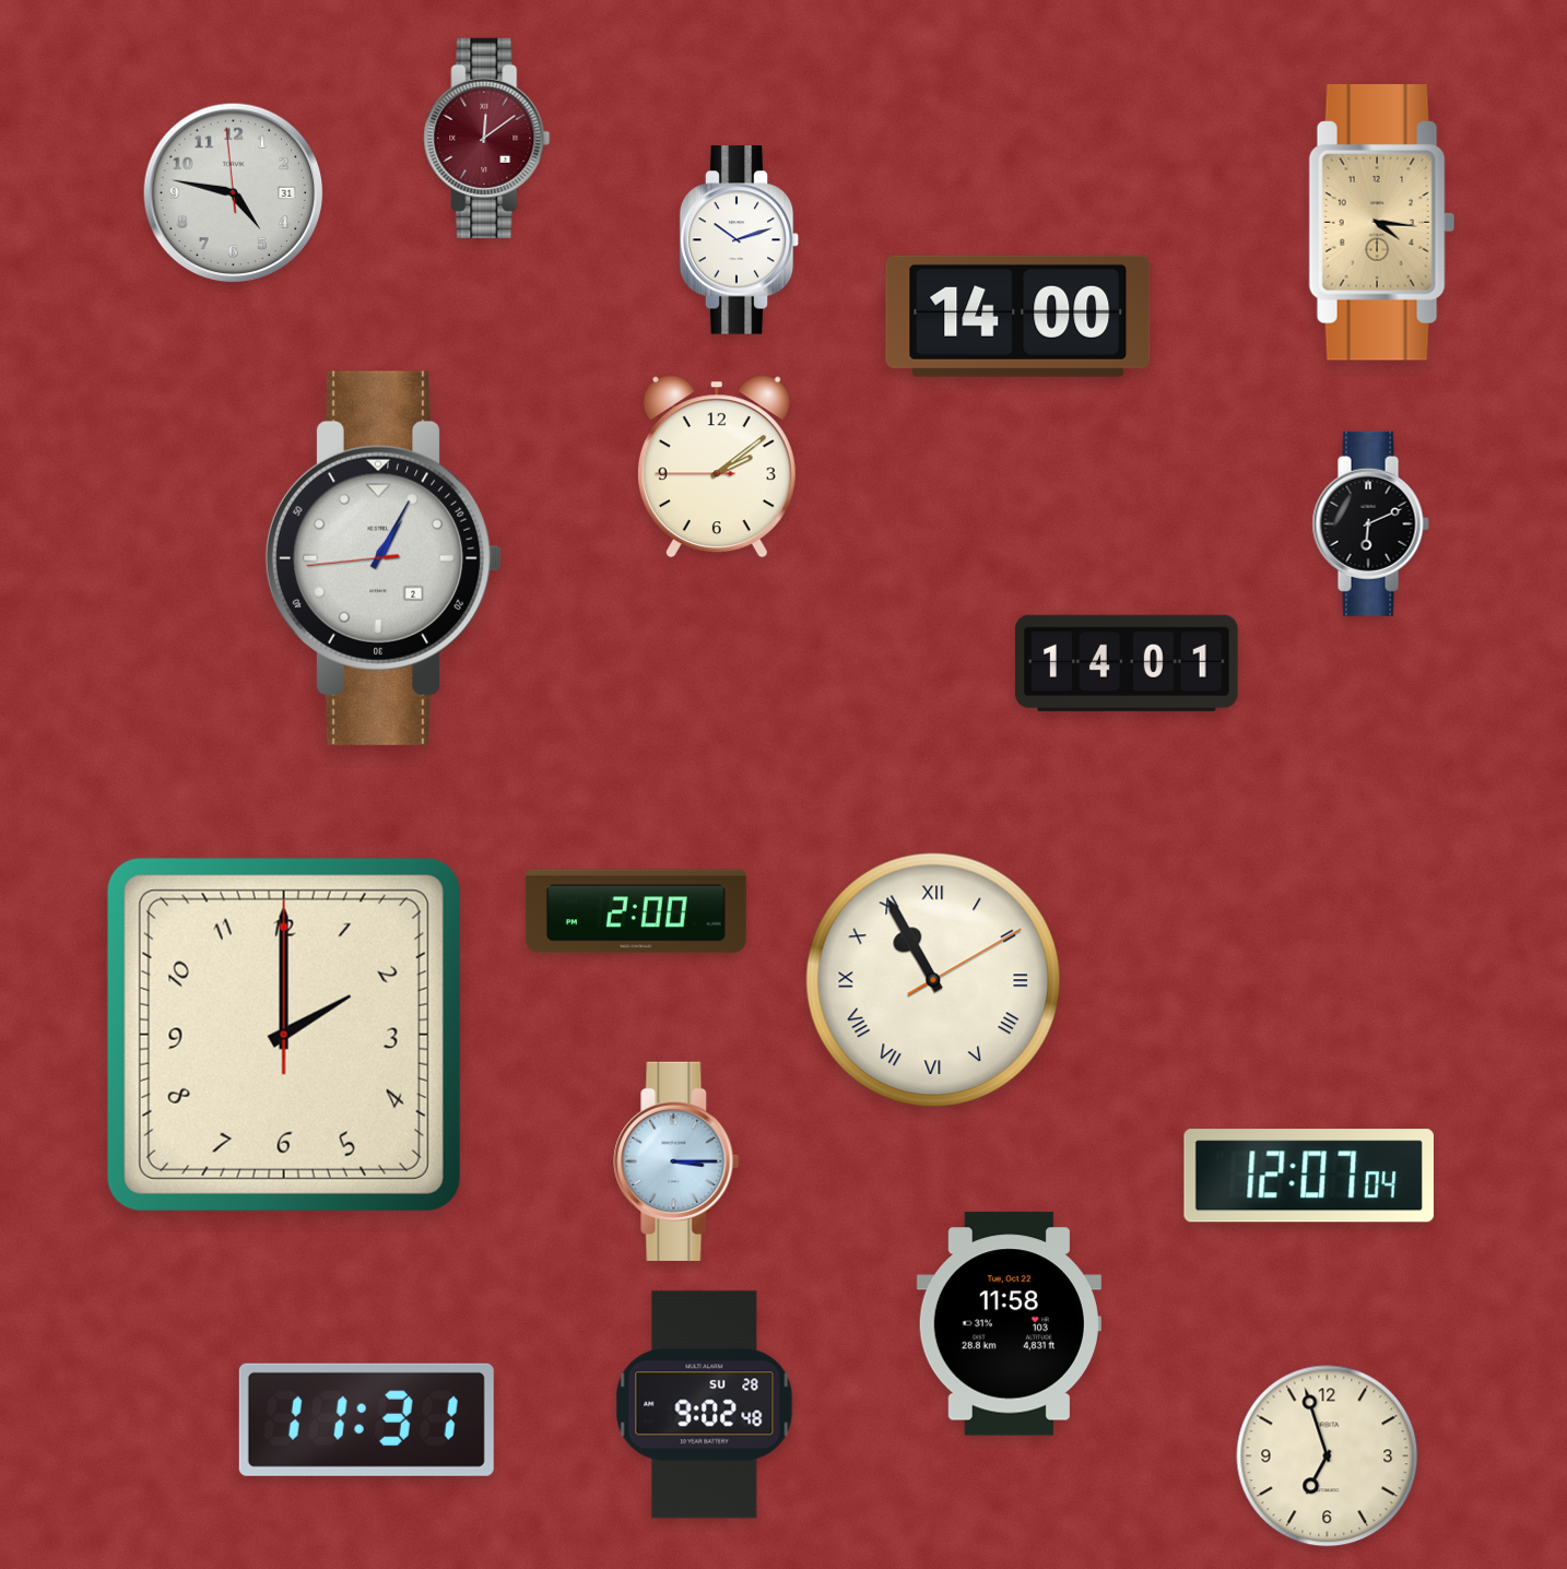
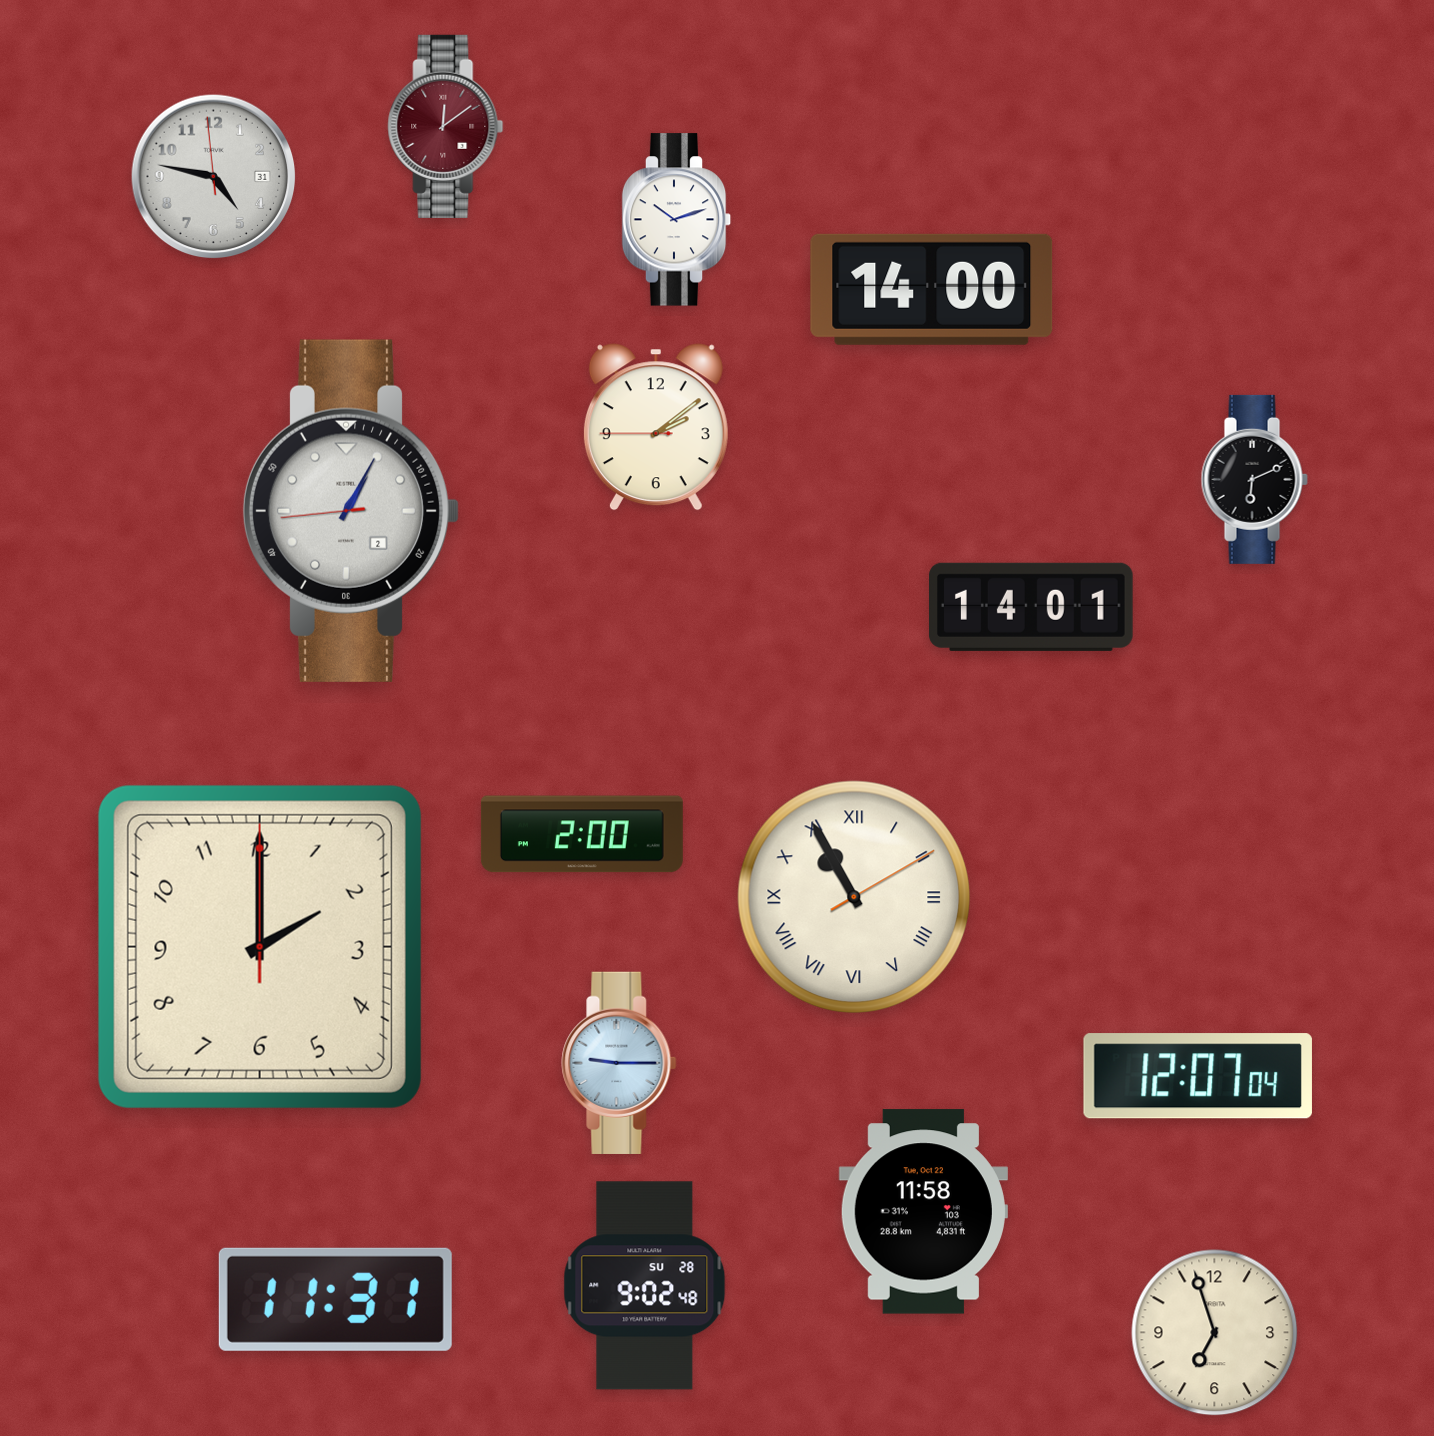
clock at (1382, 223): 4:16 -> none
clock at (676, 1161): 3:15 -> 9:15
